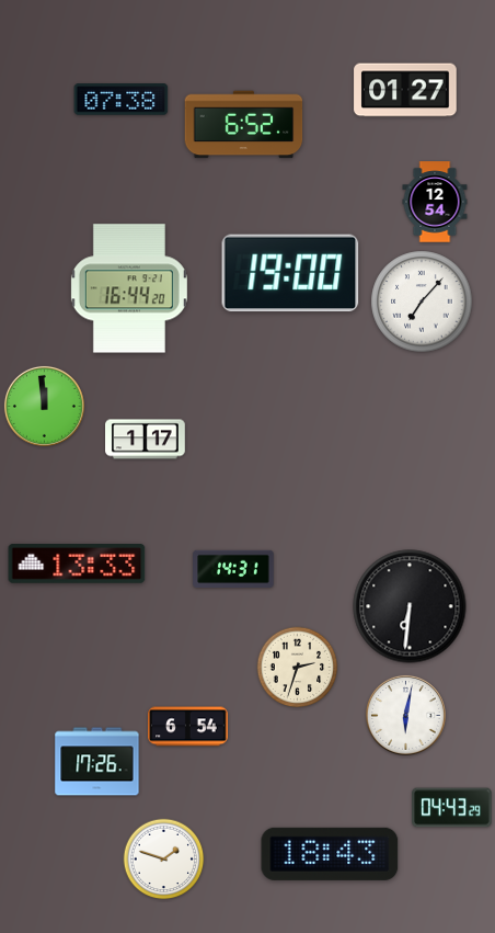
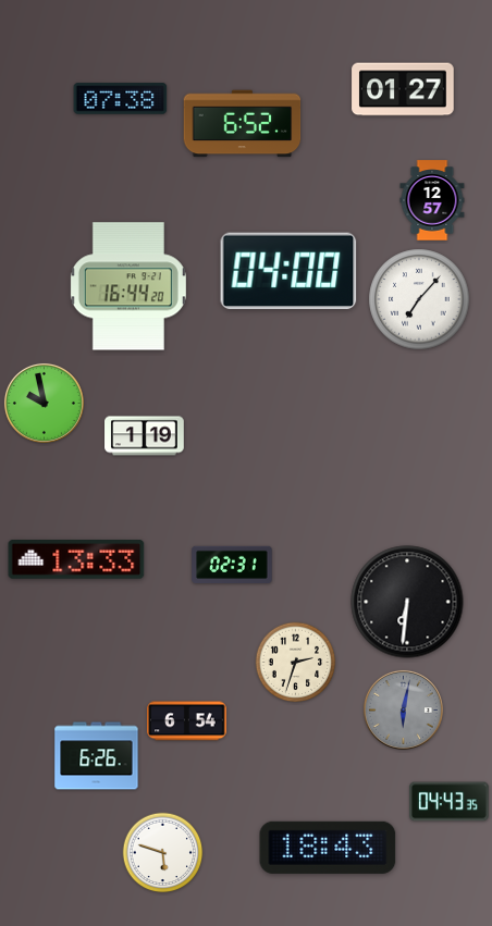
clock at (435, 202): 12:54 -> 12:57
clock at (290, 273): 19:00 -> 04:00
clock at (44, 406): 11:59 -> 9:58
clock at (146, 440): 1:17 -> 1:19
clock at (233, 568): 14:31 -> 02:31
clock at (405, 715) dial: white -> grey
clock at (97, 762): 17:26 -> 6:26
clock at (452, 808): 04:43:29 -> 04:43:35
clock at (164, 860): 1:48 -> 5:48
